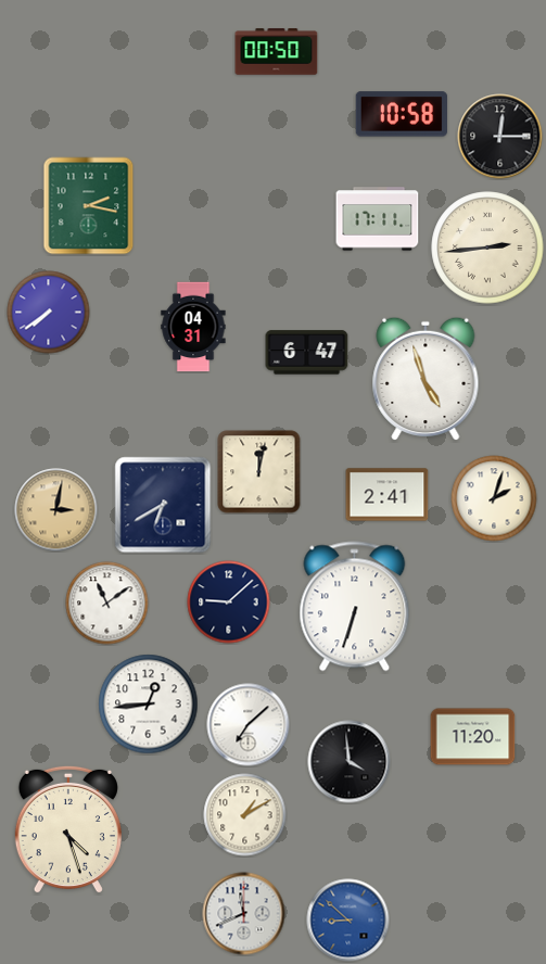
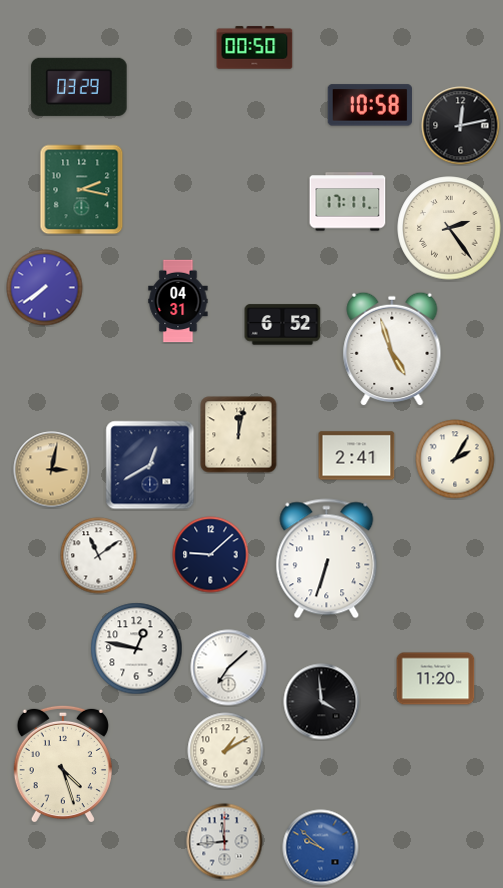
clock at (79, 87): none -> 03:29
clock at (500, 137): 12:15 -> 12:13
clock at (487, 248): 2:44 -> 2:24
clock at (307, 353): 6:47 -> 6:52
clock at (494, 498): 2:03 -> 2:05
clock at (163, 505): 6:40 -> 12:40
clock at (149, 705): 12:44 -> 12:47
clock at (244, 914): 11:41 -> 11:44
clock at (348, 921): 8:52 -> 9:52
